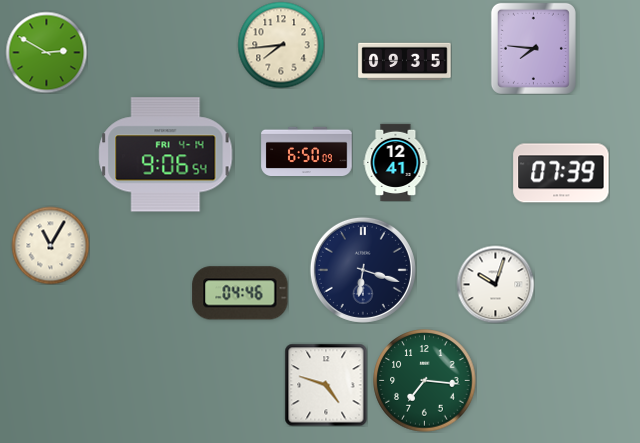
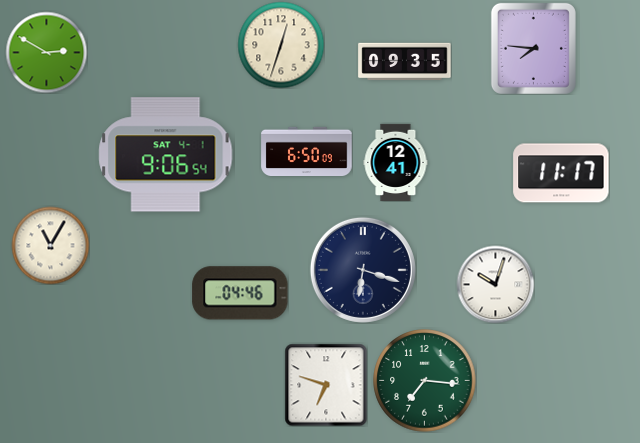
clock at (281, 45): 7:44 -> 12:33
clock at (166, 155) date: FRI 4-14 -> SAT 4-1
clock at (561, 173): 07:39 -> 11:17
clock at (326, 385): 4:48 -> 6:48
